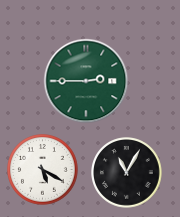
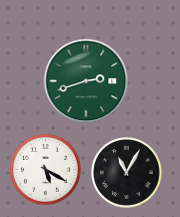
clock at (86, 81): 2:45 -> 2:42
clock at (43, 170) position: (43, 170) -> (46, 170)
